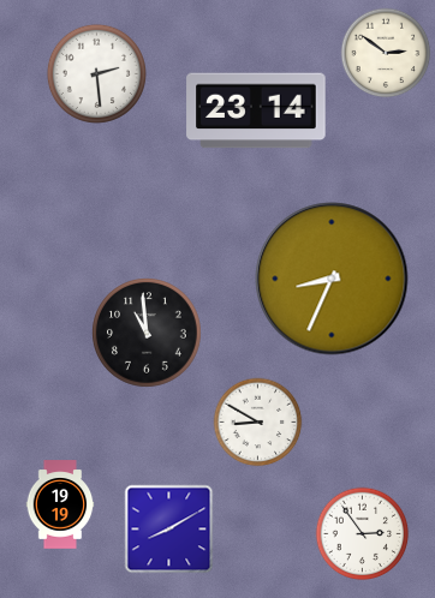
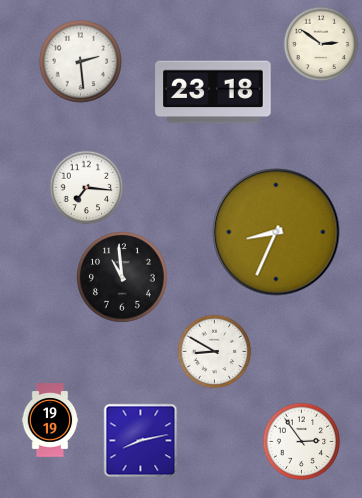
clock at (256, 110): 23:14 -> 23:18
clock at (87, 188): none -> 7:16
clock at (169, 530): 8:10 -> 8:13
clock at (363, 534) position: (363, 534) -> (302, 442)
